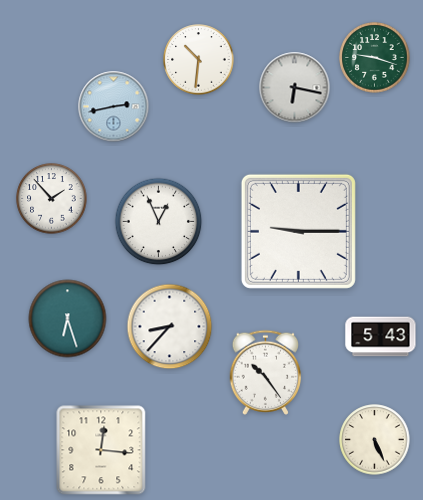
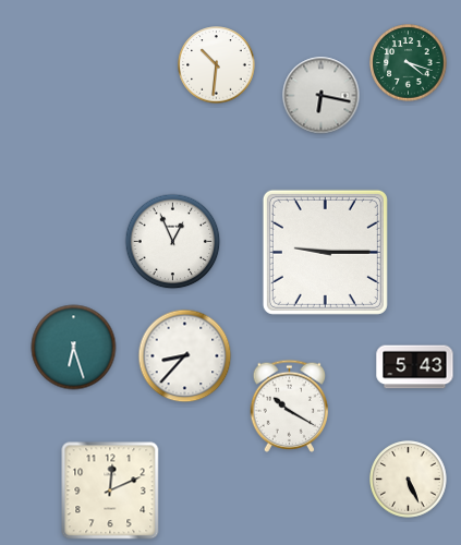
clock at (375, 58): 9:18 -> 4:18
clock at (114, 107): 2:43 -> none
clock at (52, 199): 1:53 -> none
clock at (266, 372): 10:24 -> 10:20
clock at (101, 450): 12:16 -> 12:11
